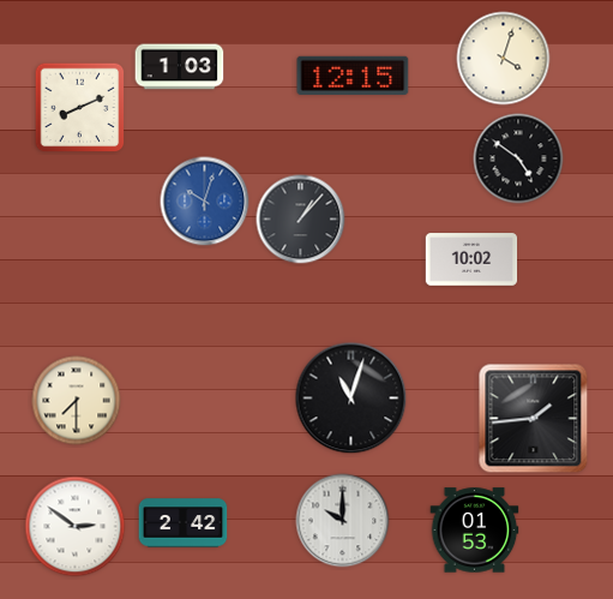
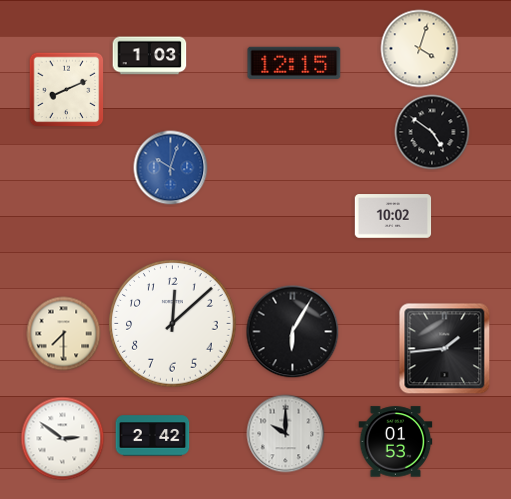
clock at (301, 220): 1:07 -> none
clock at (173, 324): none -> 12:08
clock at (351, 399): 11:03 -> 6:05
